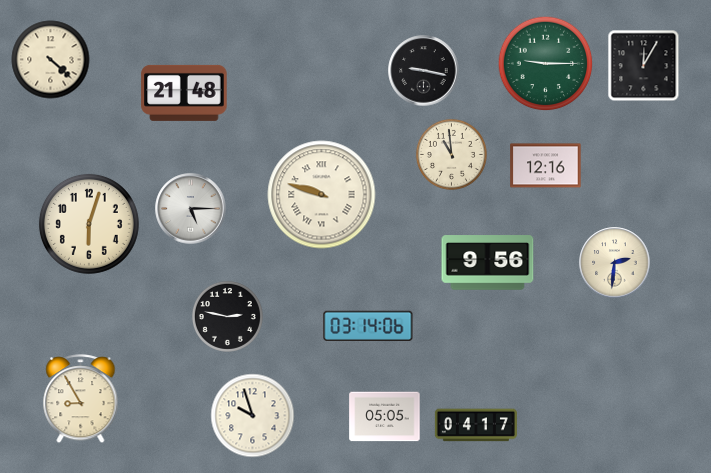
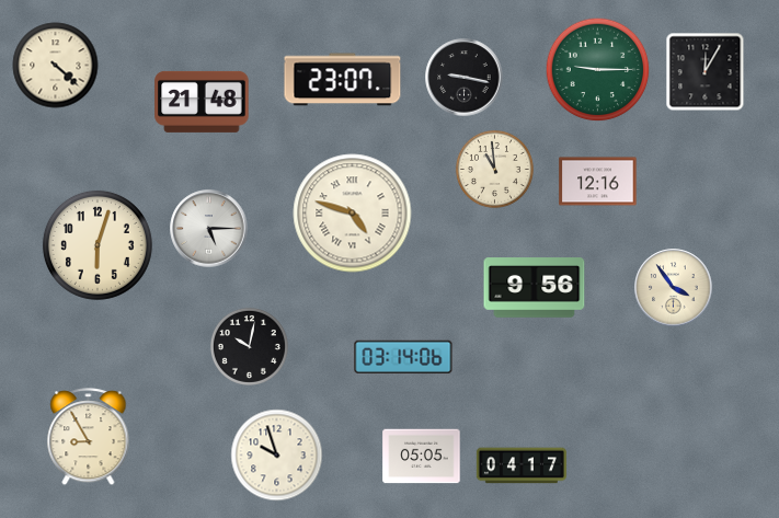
clock at (343, 80): none -> 23:07
clock at (322, 195): 9:48 -> 4:48
clock at (615, 263): 2:31 -> 3:54
clock at (227, 316): 2:47 -> 10:02
